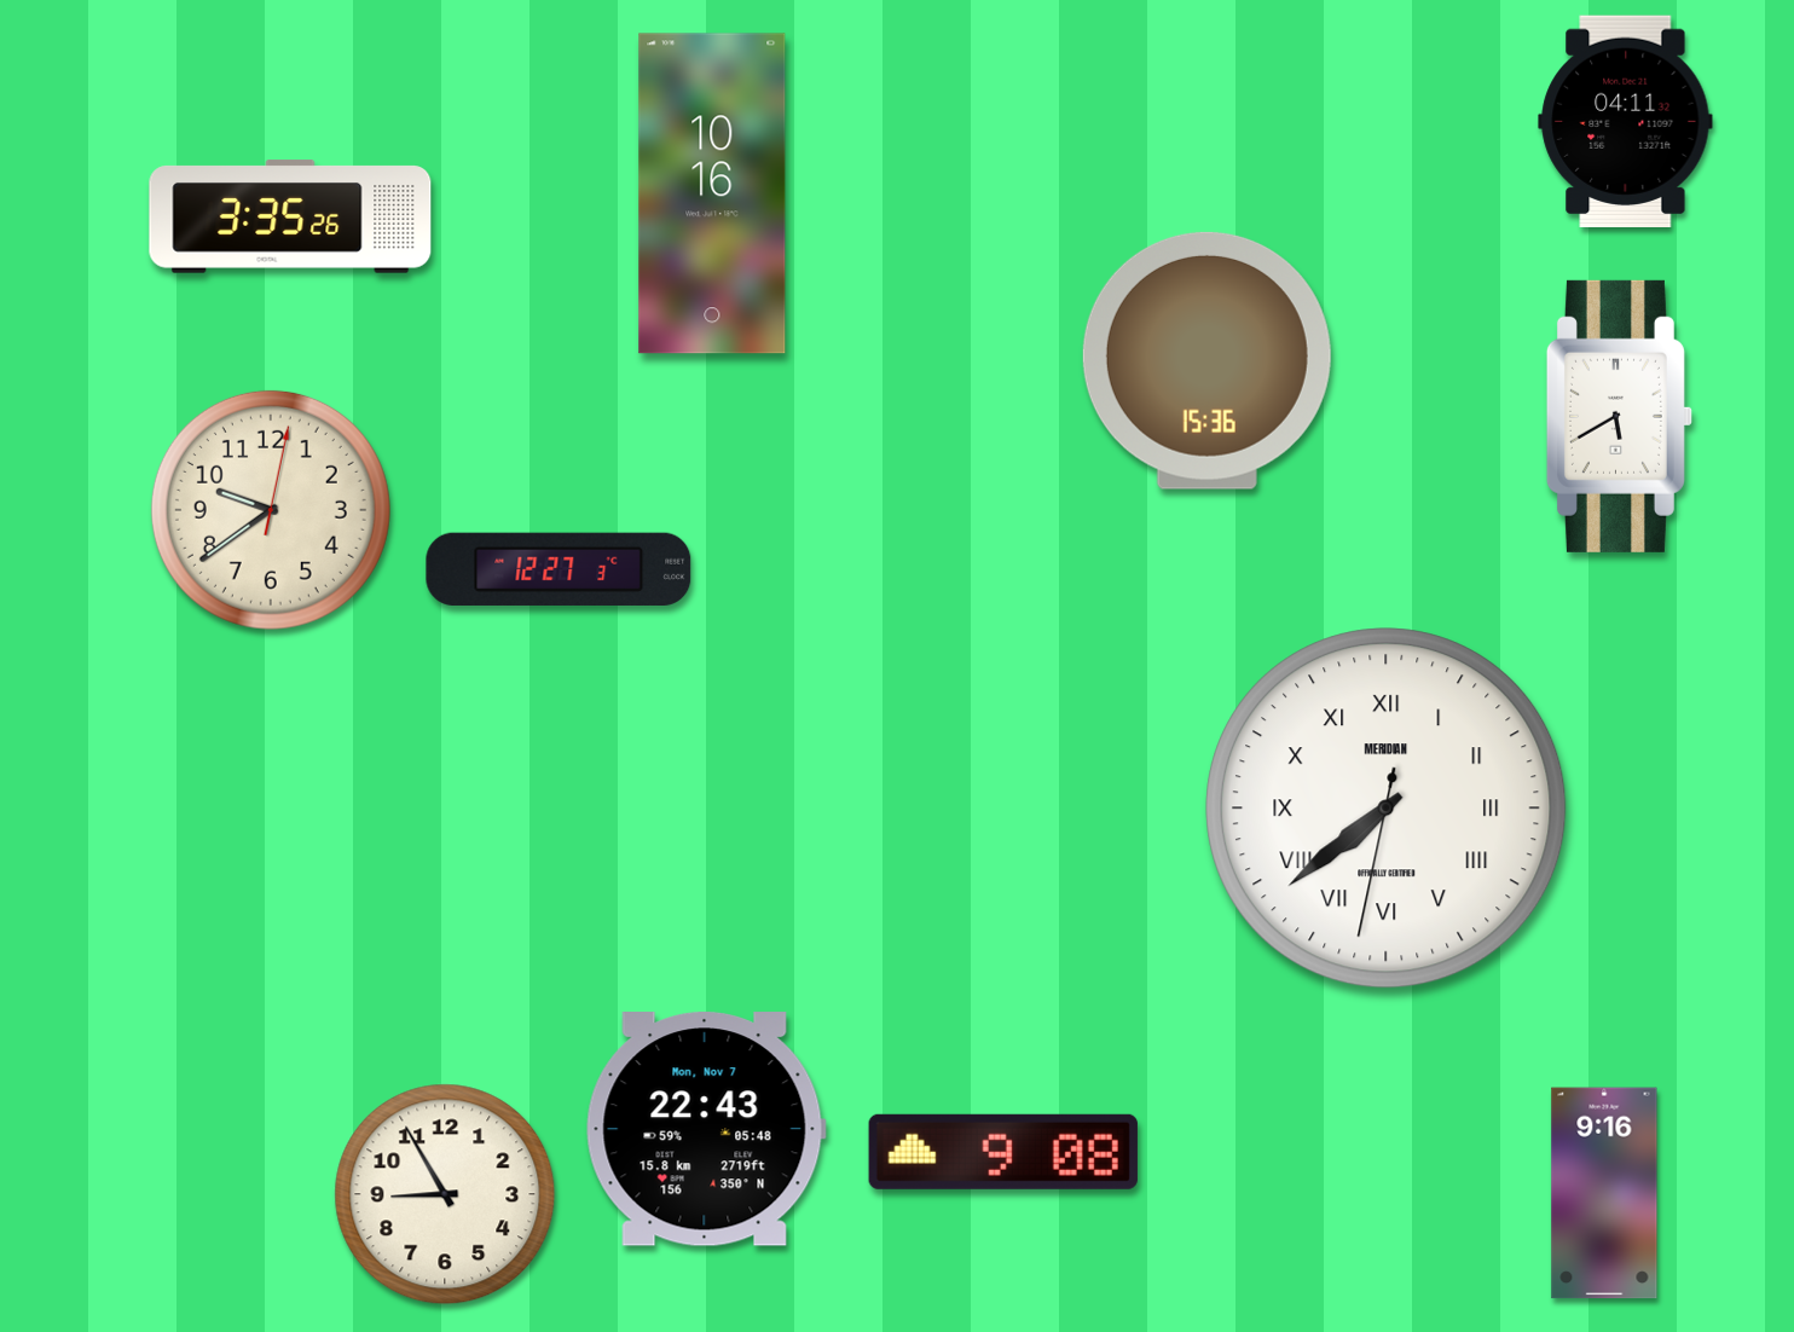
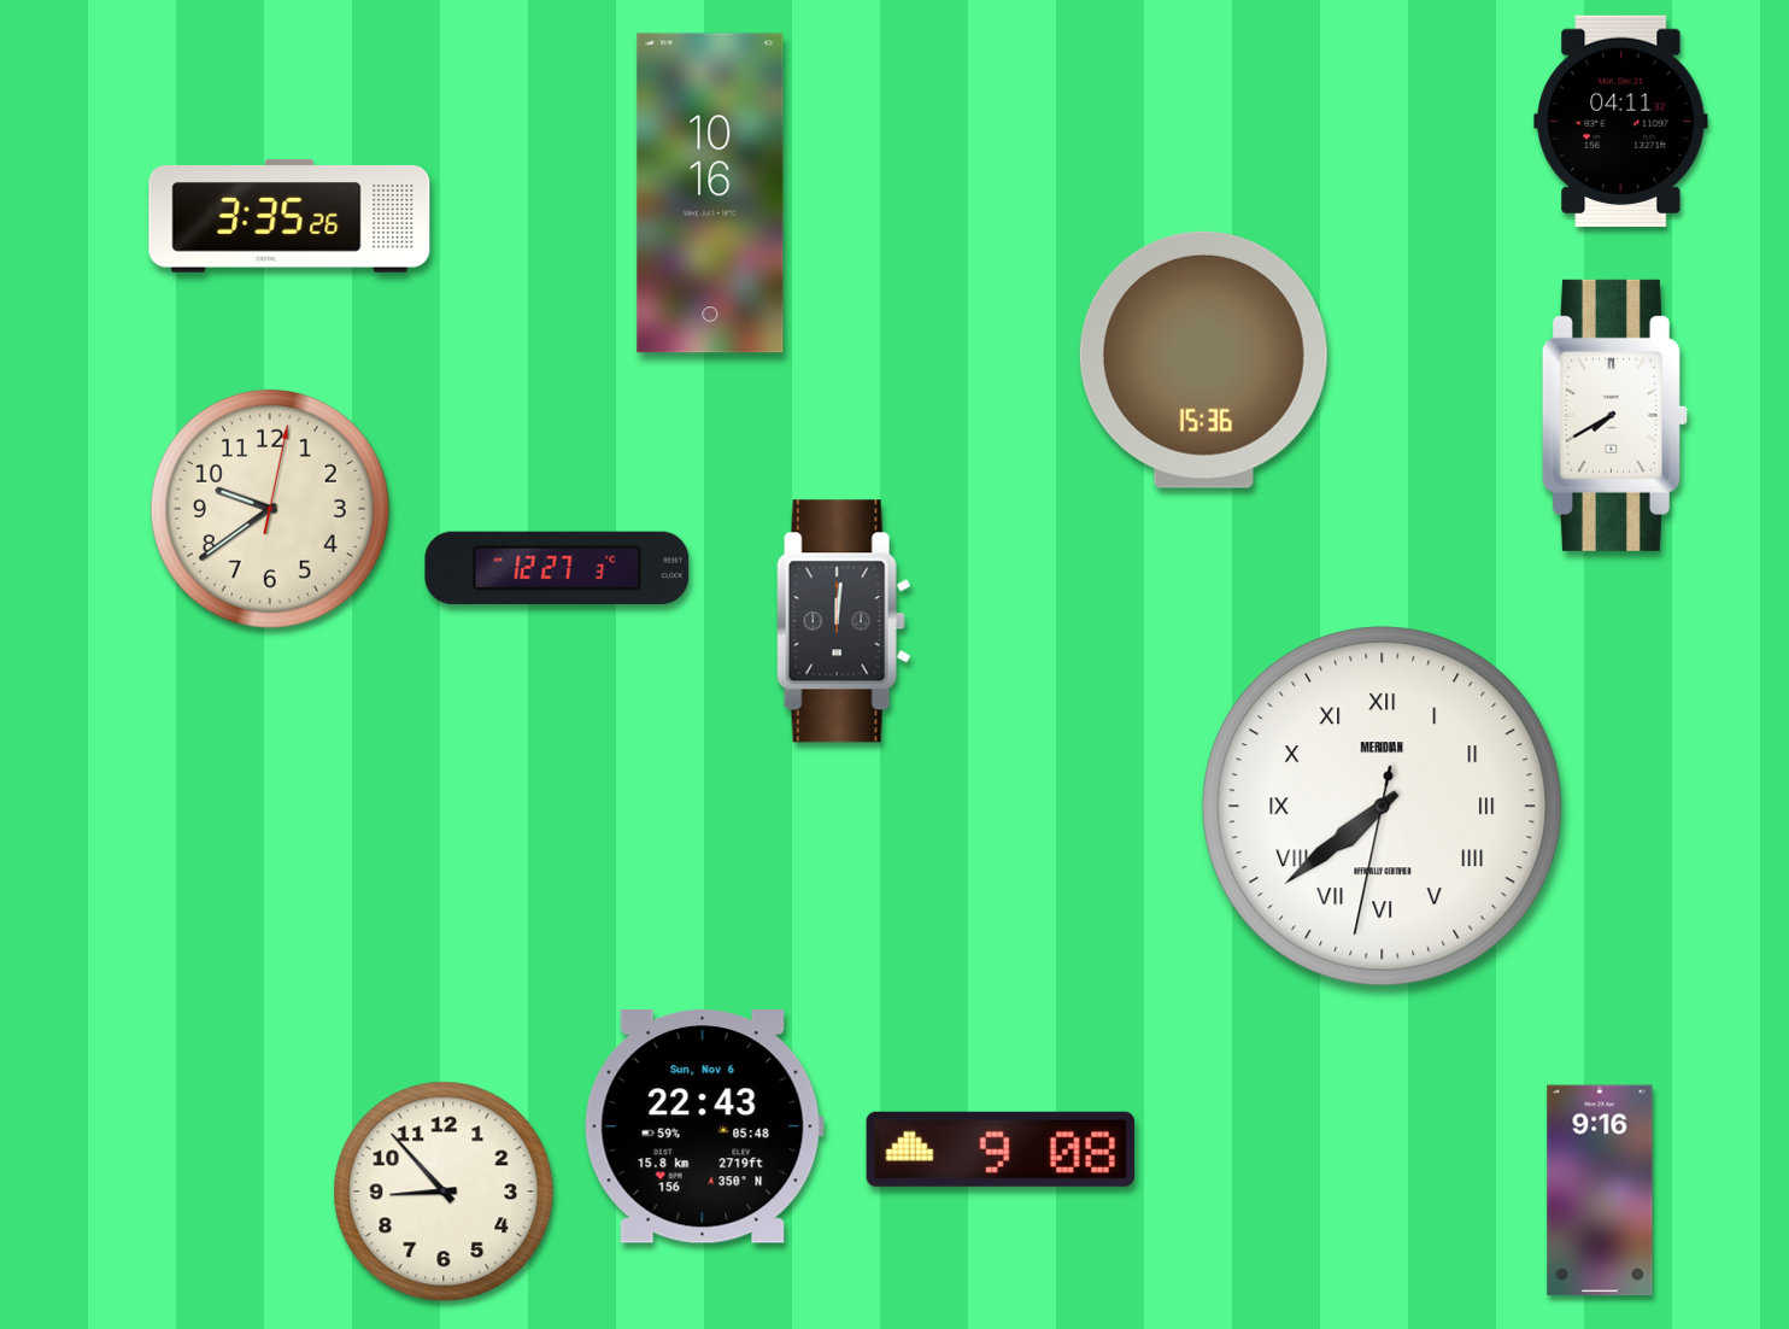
clock at (1619, 416): 5:40 -> 7:40
clock at (844, 621): none -> 12:01
clock at (706, 1129) date: Mon, Nov 7 -> Sun, Nov 6
clock at (445, 1194): 8:55 -> 8:53
